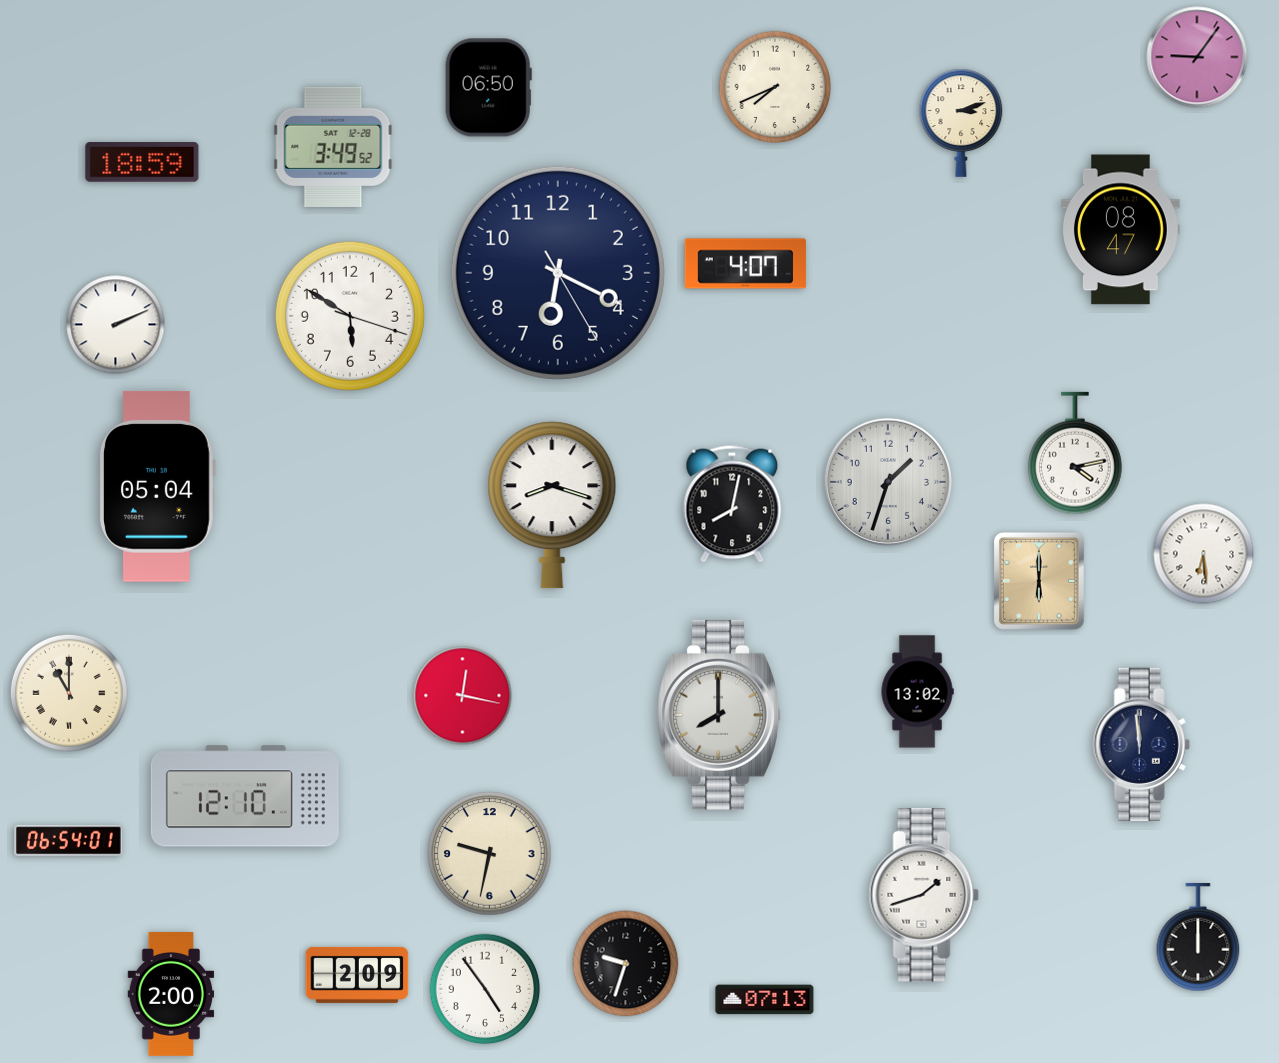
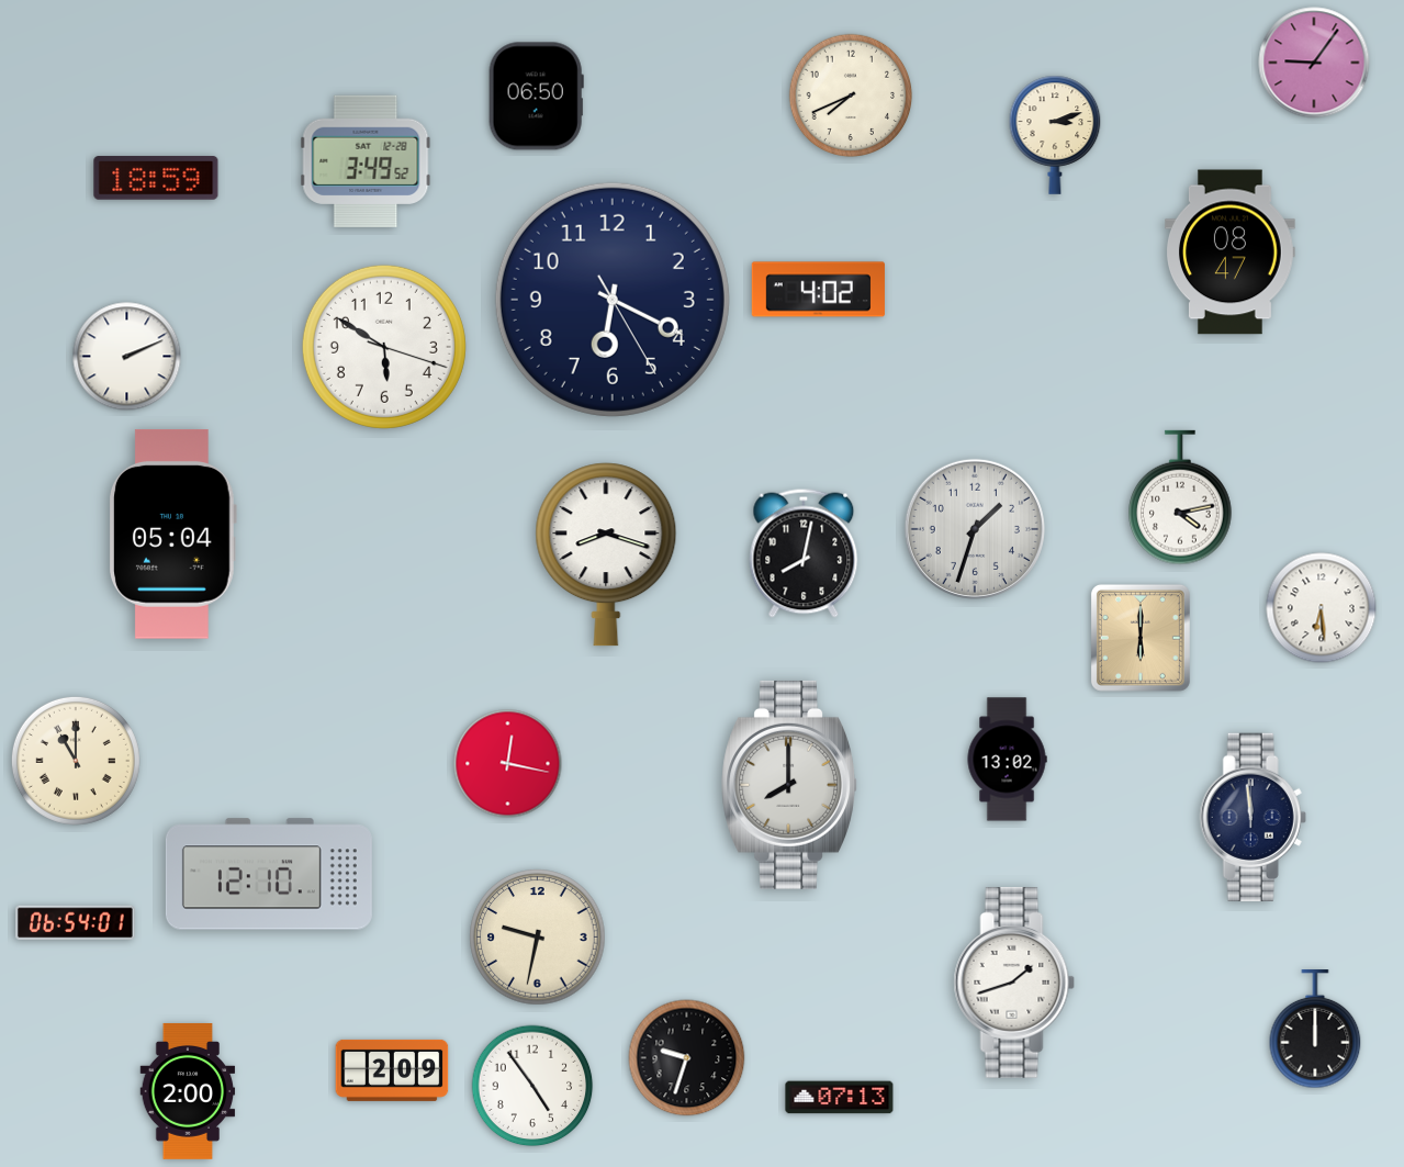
clock at (745, 264): 4:07 -> 4:02
